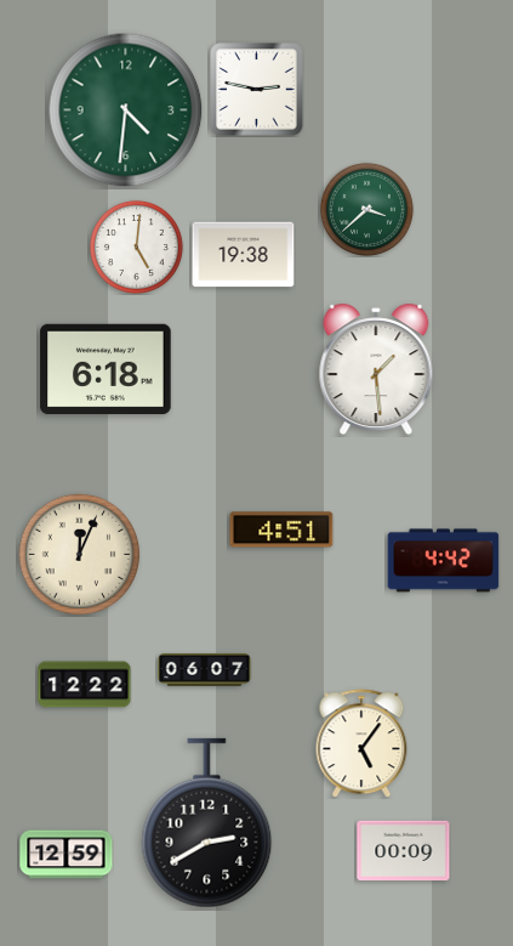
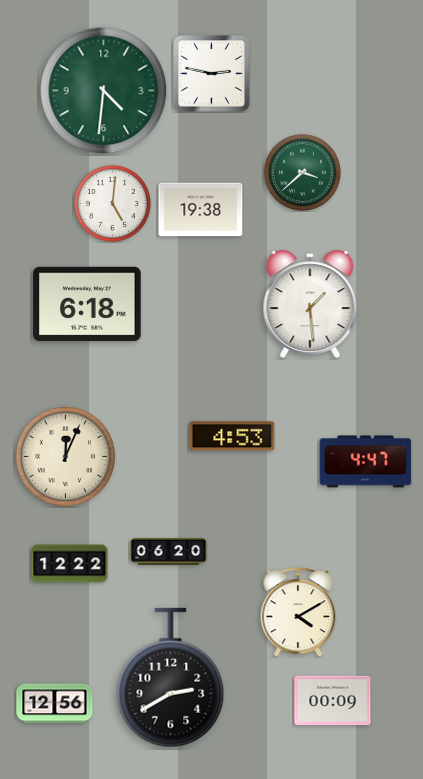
clock at (281, 529): 4:51 -> 4:53
clock at (444, 561): 4:42 -> 4:47
clock at (205, 669): 06:07 -> 06:20
clock at (361, 743): 5:06 -> 4:10
clock at (67, 855): 12:59 -> 12:56
